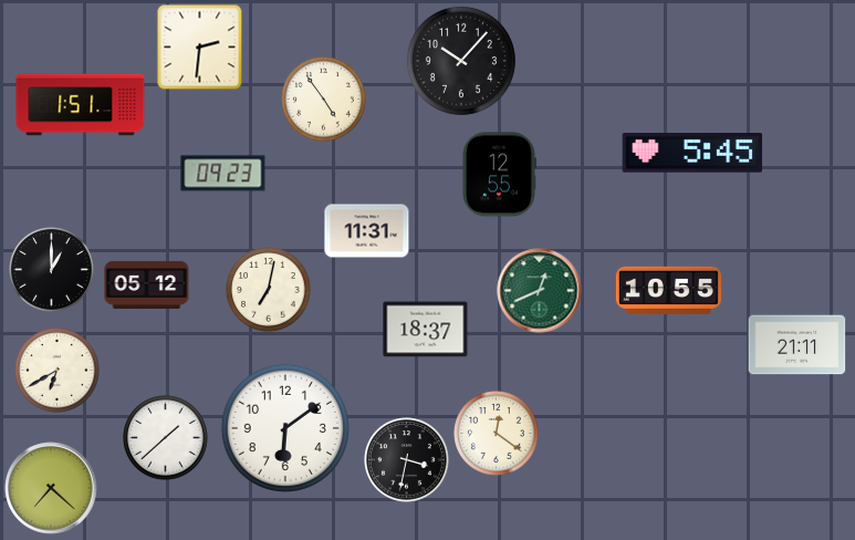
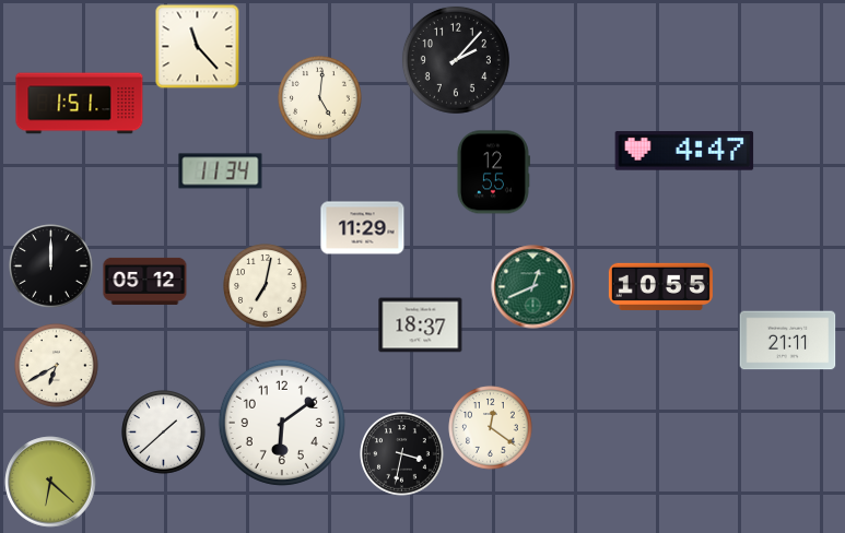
clock at (199, 46): 2:31 -> 11:23
clock at (461, 61): 10:07 -> 2:07
clock at (324, 100): 4:54 -> 5:01
clock at (692, 153): 5:45 -> 4:47
clock at (223, 174): 09:23 -> 11:34
clock at (367, 231): 11:31 -> 11:29
clock at (52, 270): 1:00 -> 12:00
clock at (51, 488): 7:22 -> 6:22
